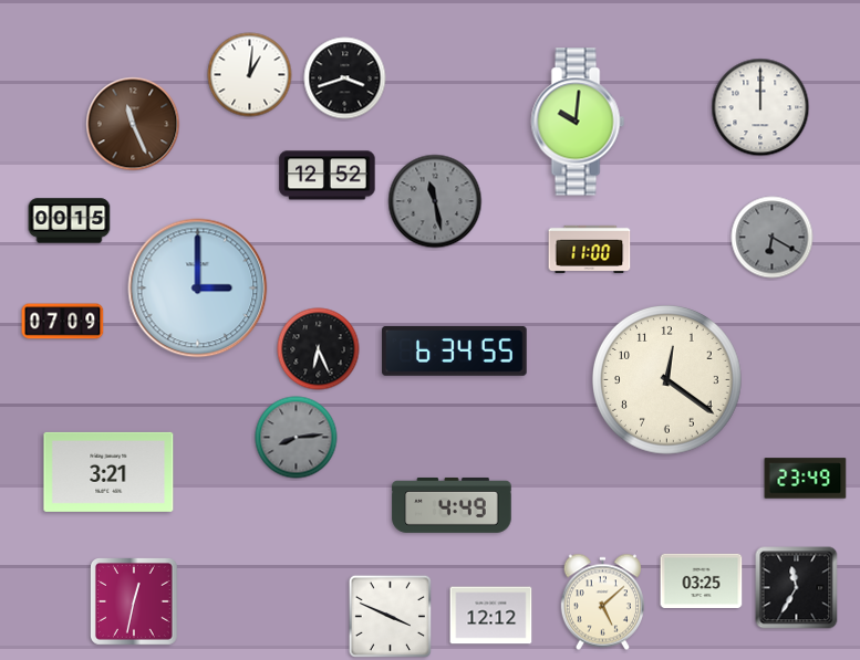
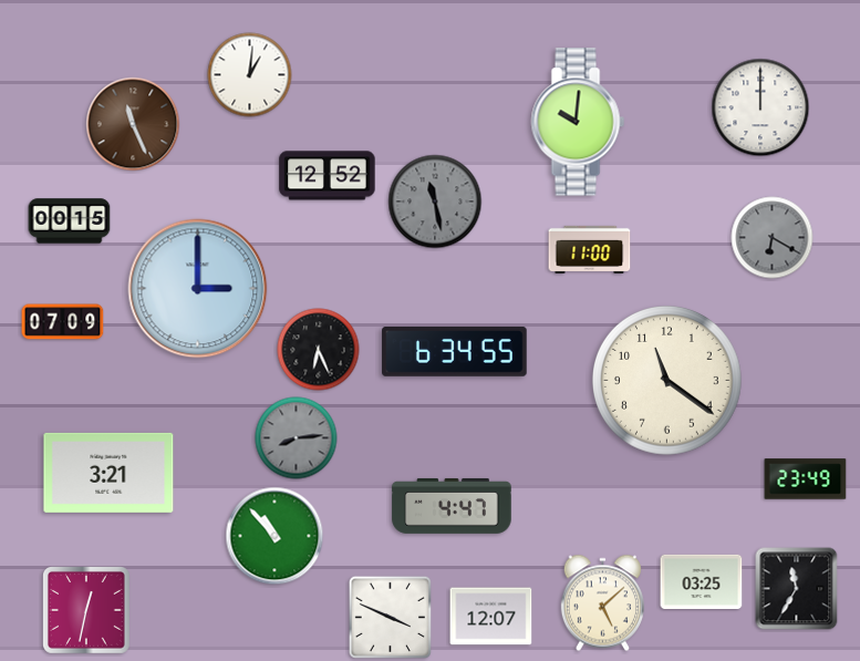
clock at (345, 78): 3:42 -> none
clock at (667, 380): 12:21 -> 11:21
clock at (452, 505): 4:49 -> 4:47
clock at (274, 536): none -> 10:53
clock at (135, 603) position: (135, 603) -> (87, 611)
clock at (491, 616): 12:12 -> 12:07
